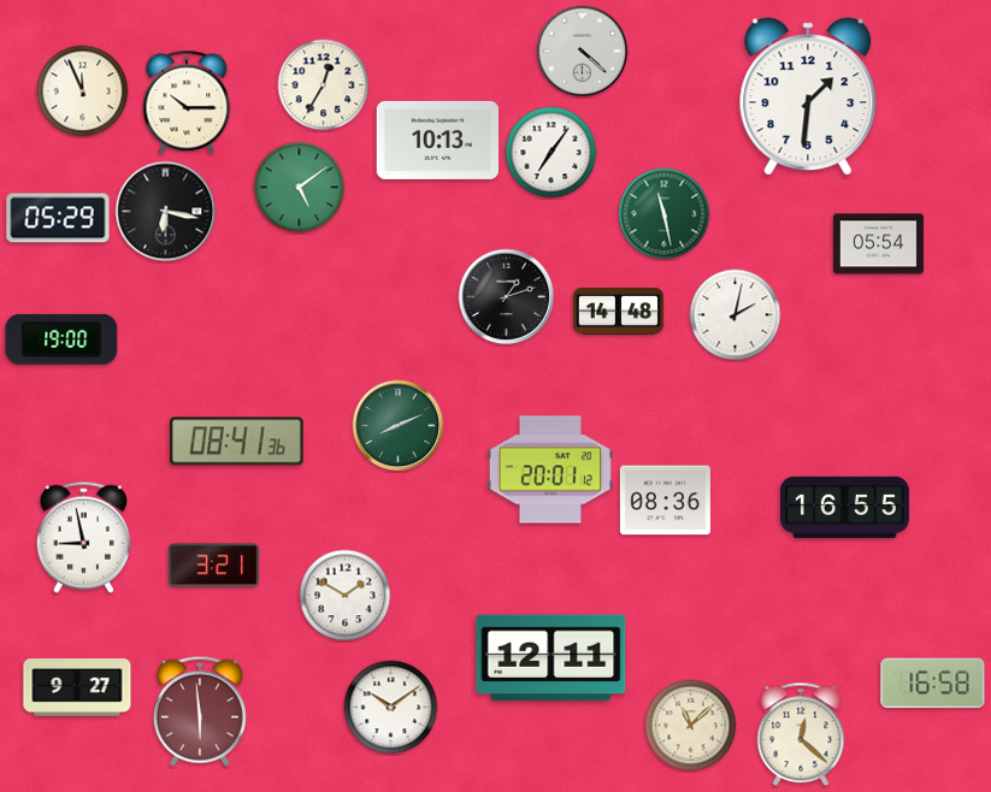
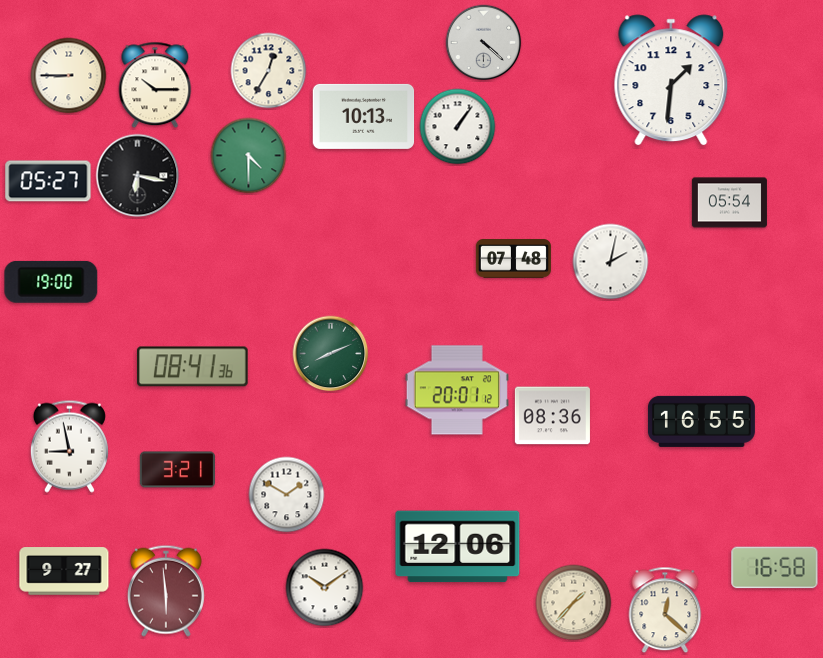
clock at (83, 91): 11:56 -> 8:45
clock at (551, 153): 7:06 -> 1:06
clock at (300, 188): 5:09 -> 4:30
clock at (665, 214): 11:28 -> none
clock at (58, 218): 05:29 -> 05:27
clock at (507, 297): 1:12 -> none
clock at (618, 312): 14:48 -> 07:48
clock at (237, 442) position: (237, 442) -> (193, 367)
clock at (551, 658): 12:11 -> 12:06
clock at (691, 726): 11:08 -> 1:37
